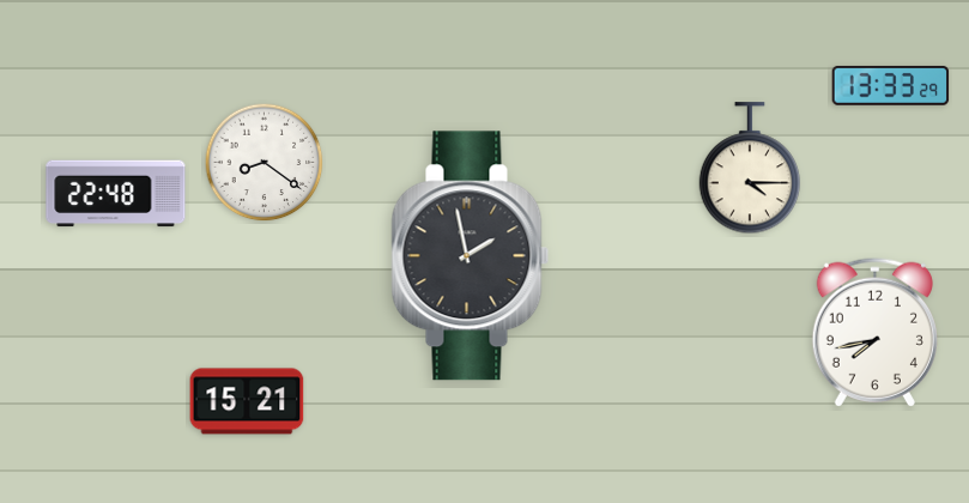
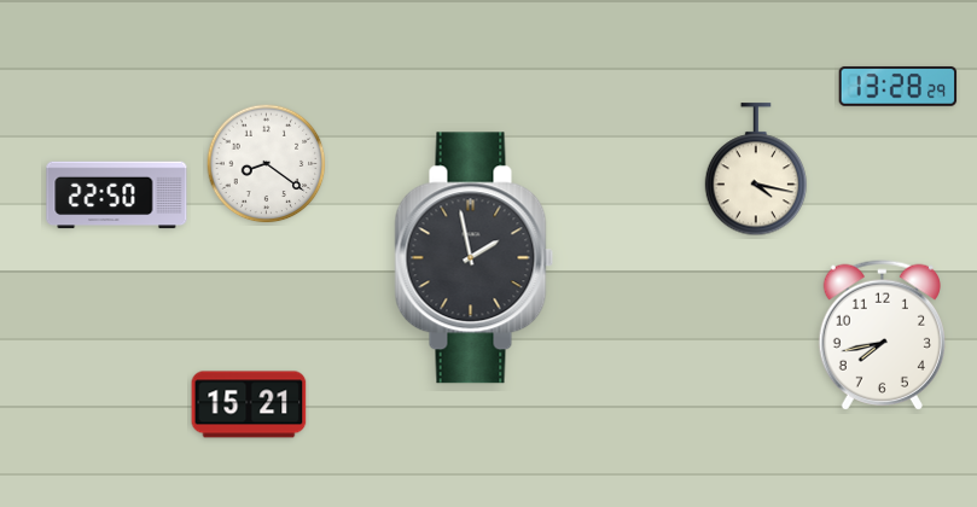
clock at (891, 85): 13:33 -> 13:28
clock at (750, 169): 4:15 -> 4:17
clock at (116, 194): 22:48 -> 22:50
